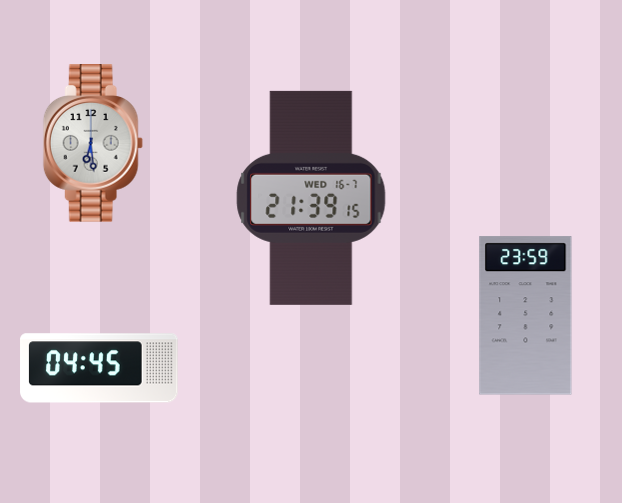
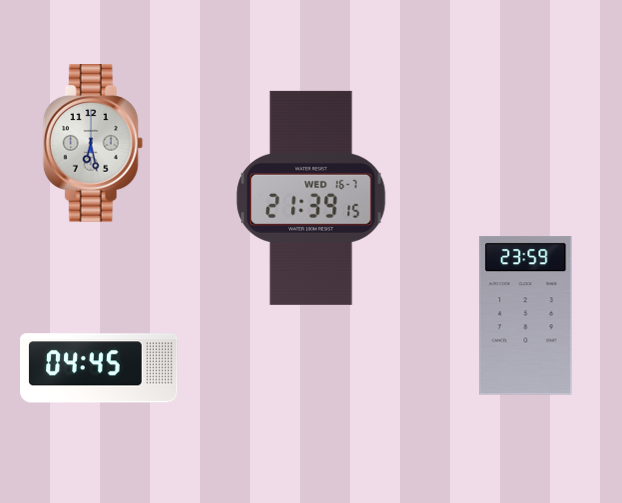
clock at (93, 143): 6:29 -> 6:28
